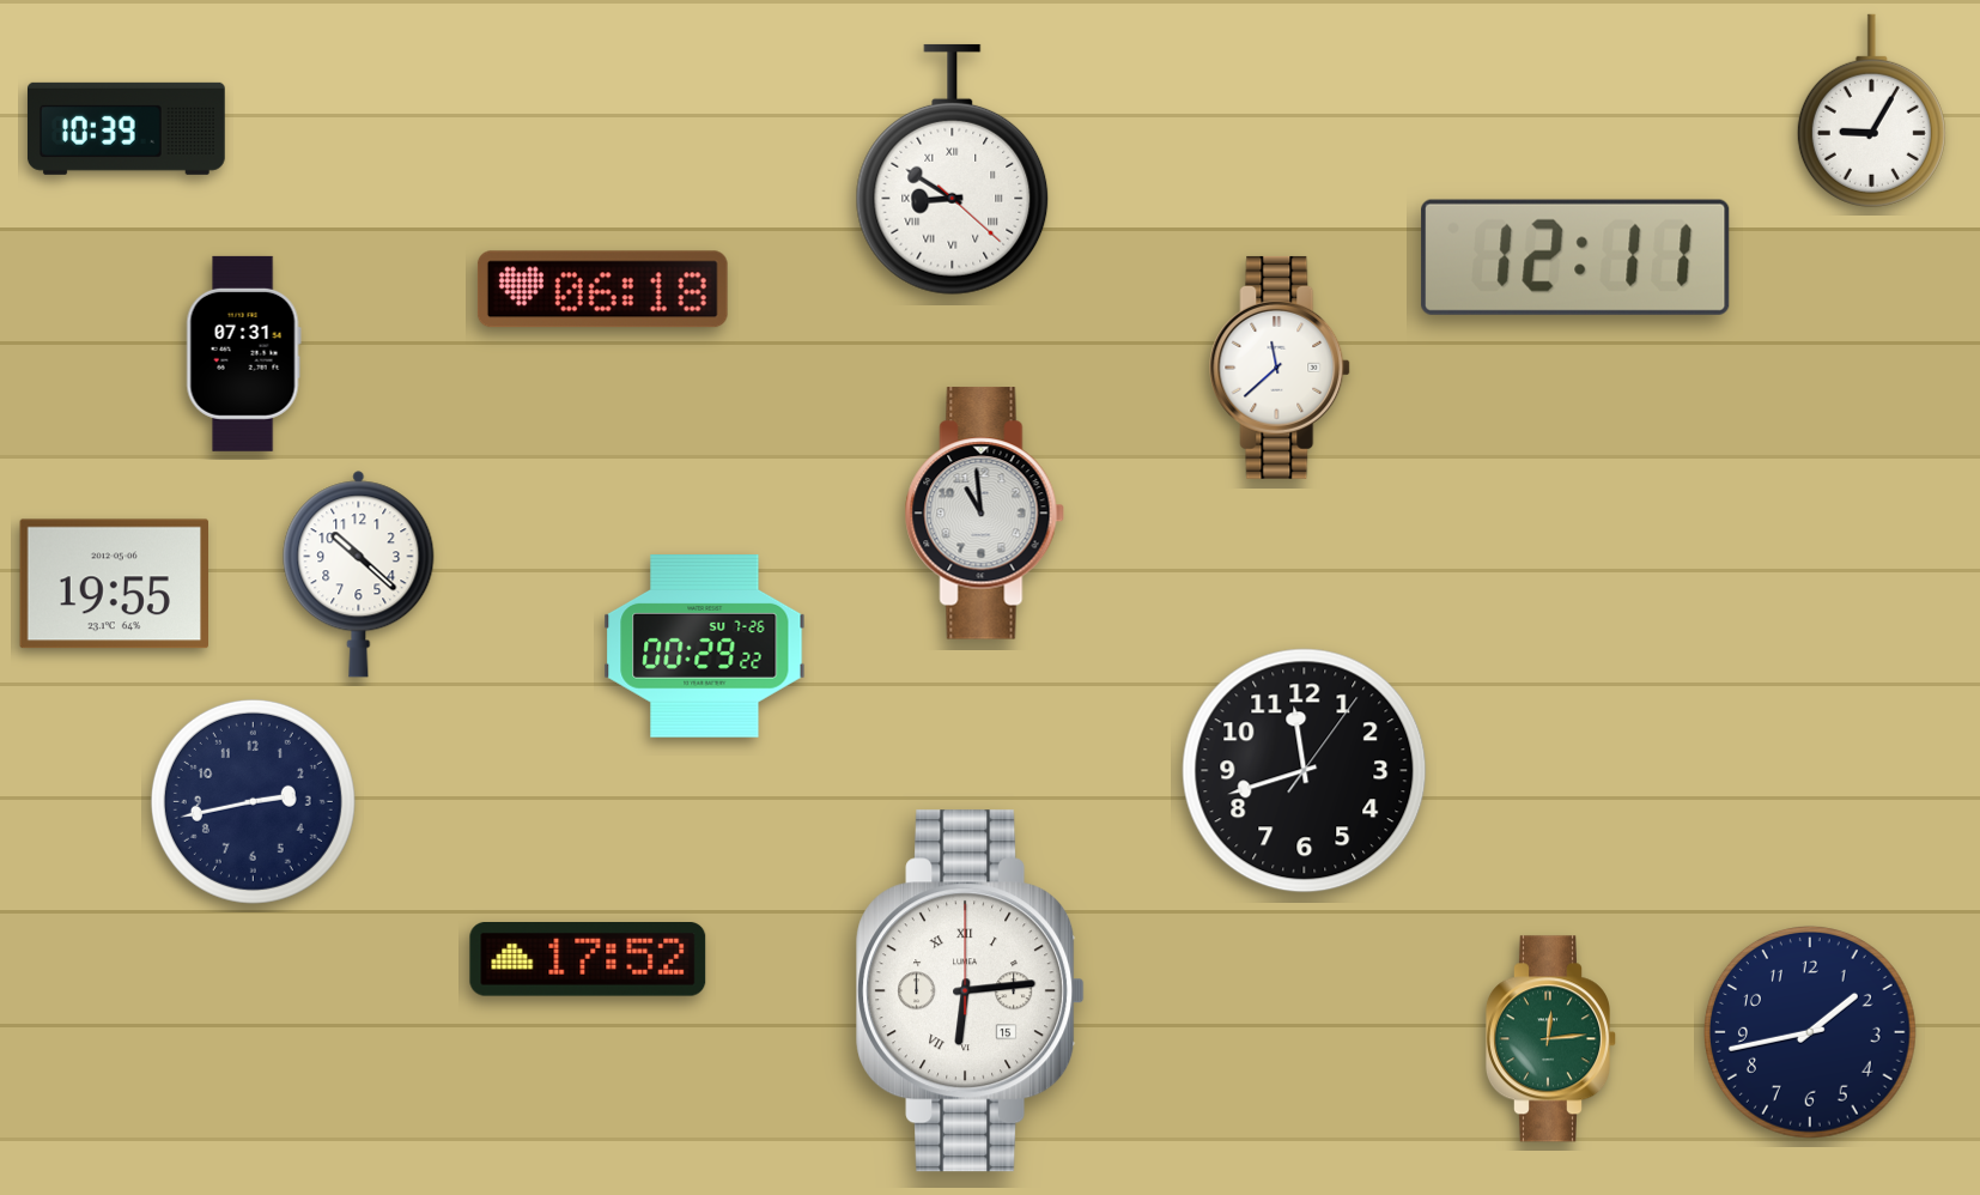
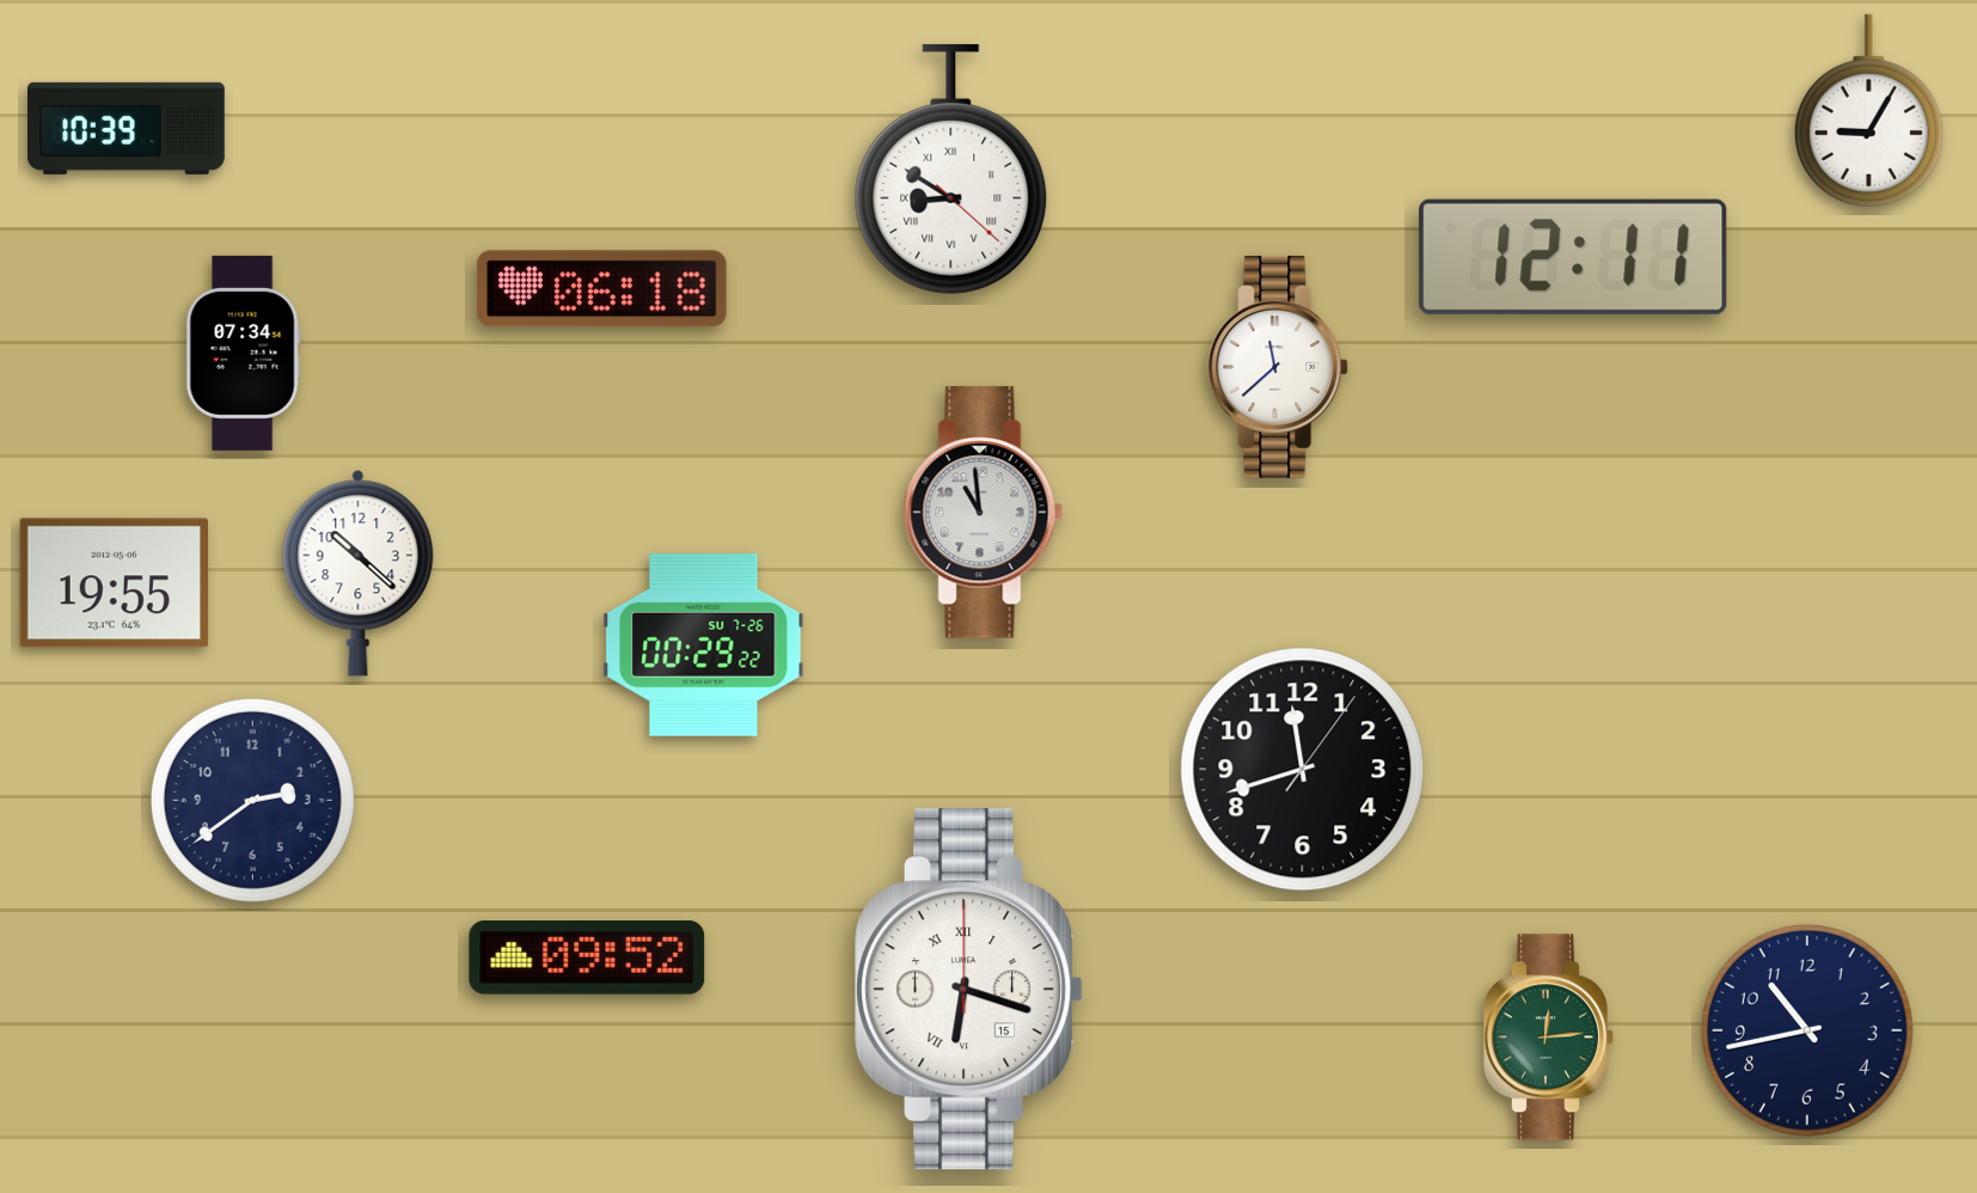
clock at (243, 353): 07:31 -> 07:34
clock at (253, 801): 2:43 -> 2:39
clock at (588, 959): 17:52 -> 09:52
clock at (971, 991): 6:14 -> 6:18
clock at (1811, 1033): 1:43 -> 10:43
